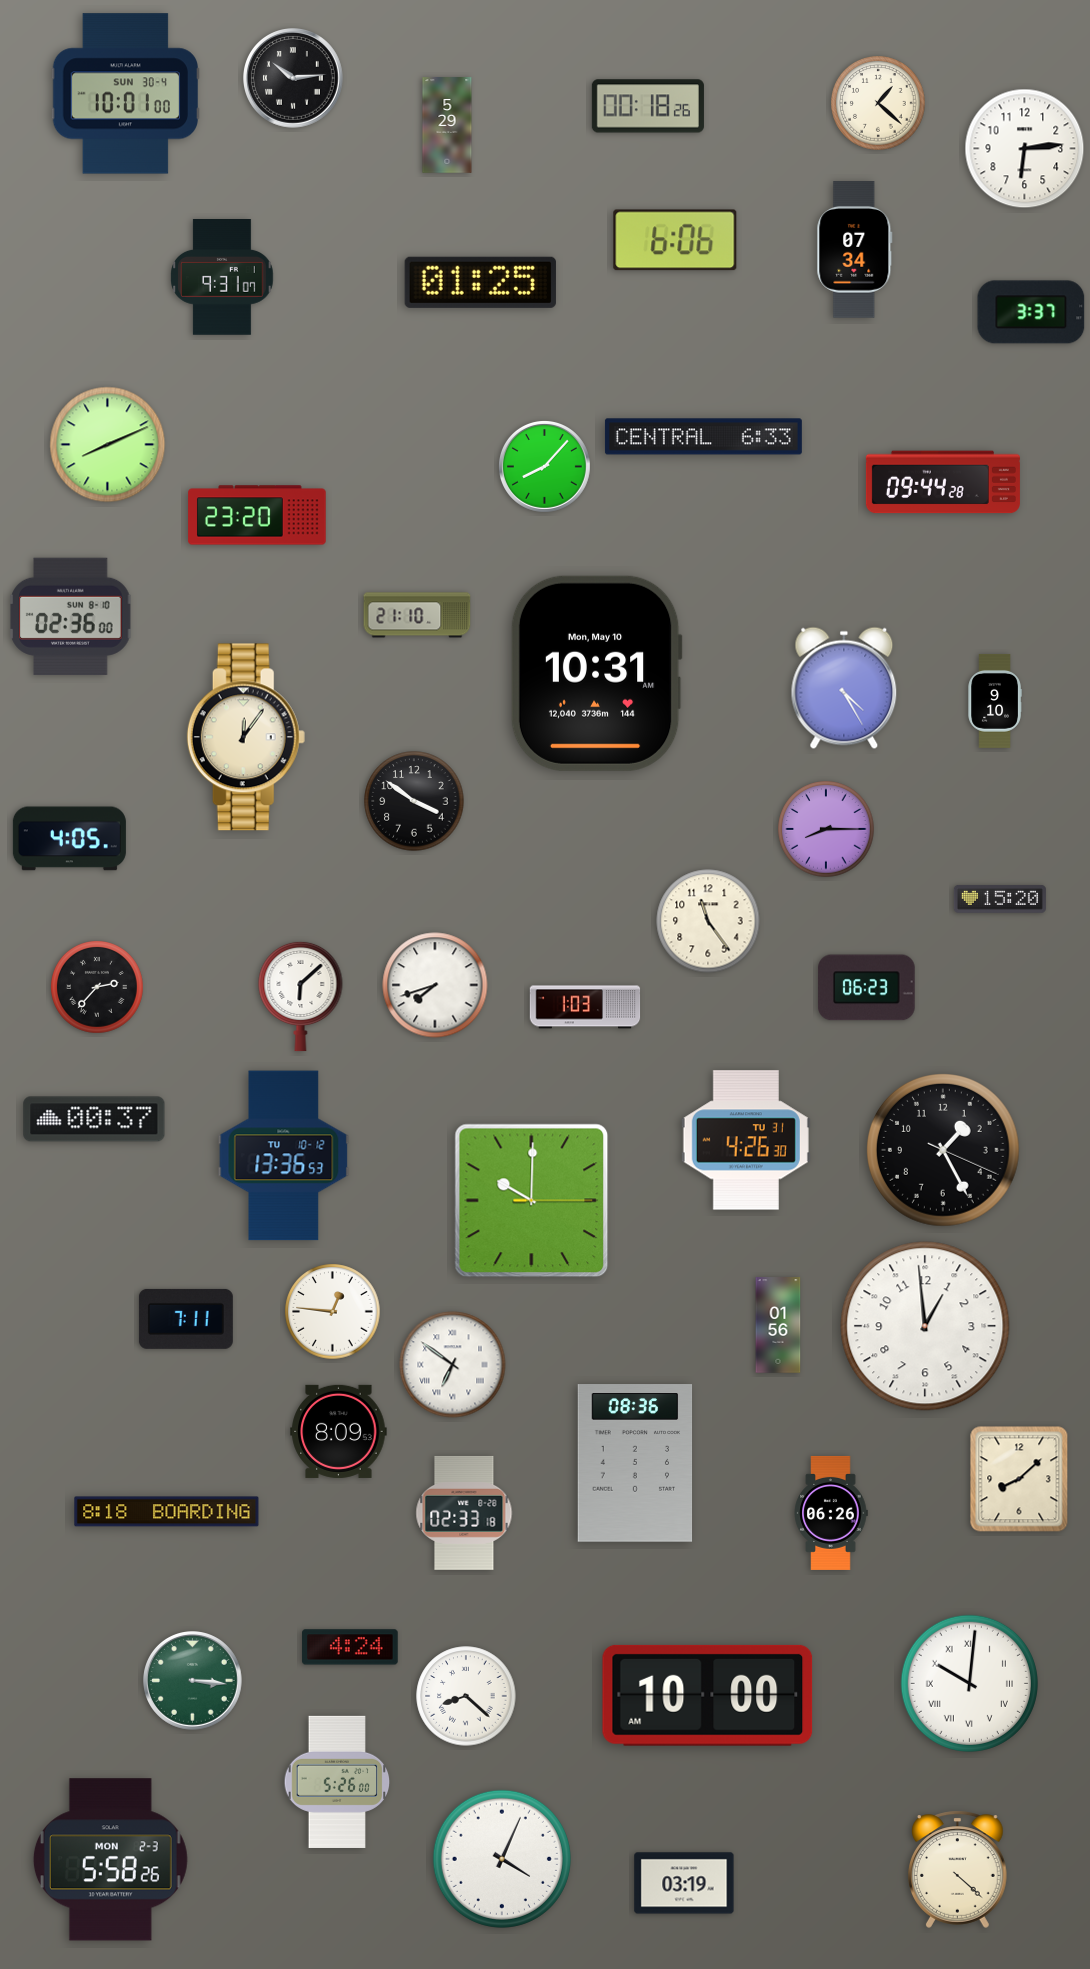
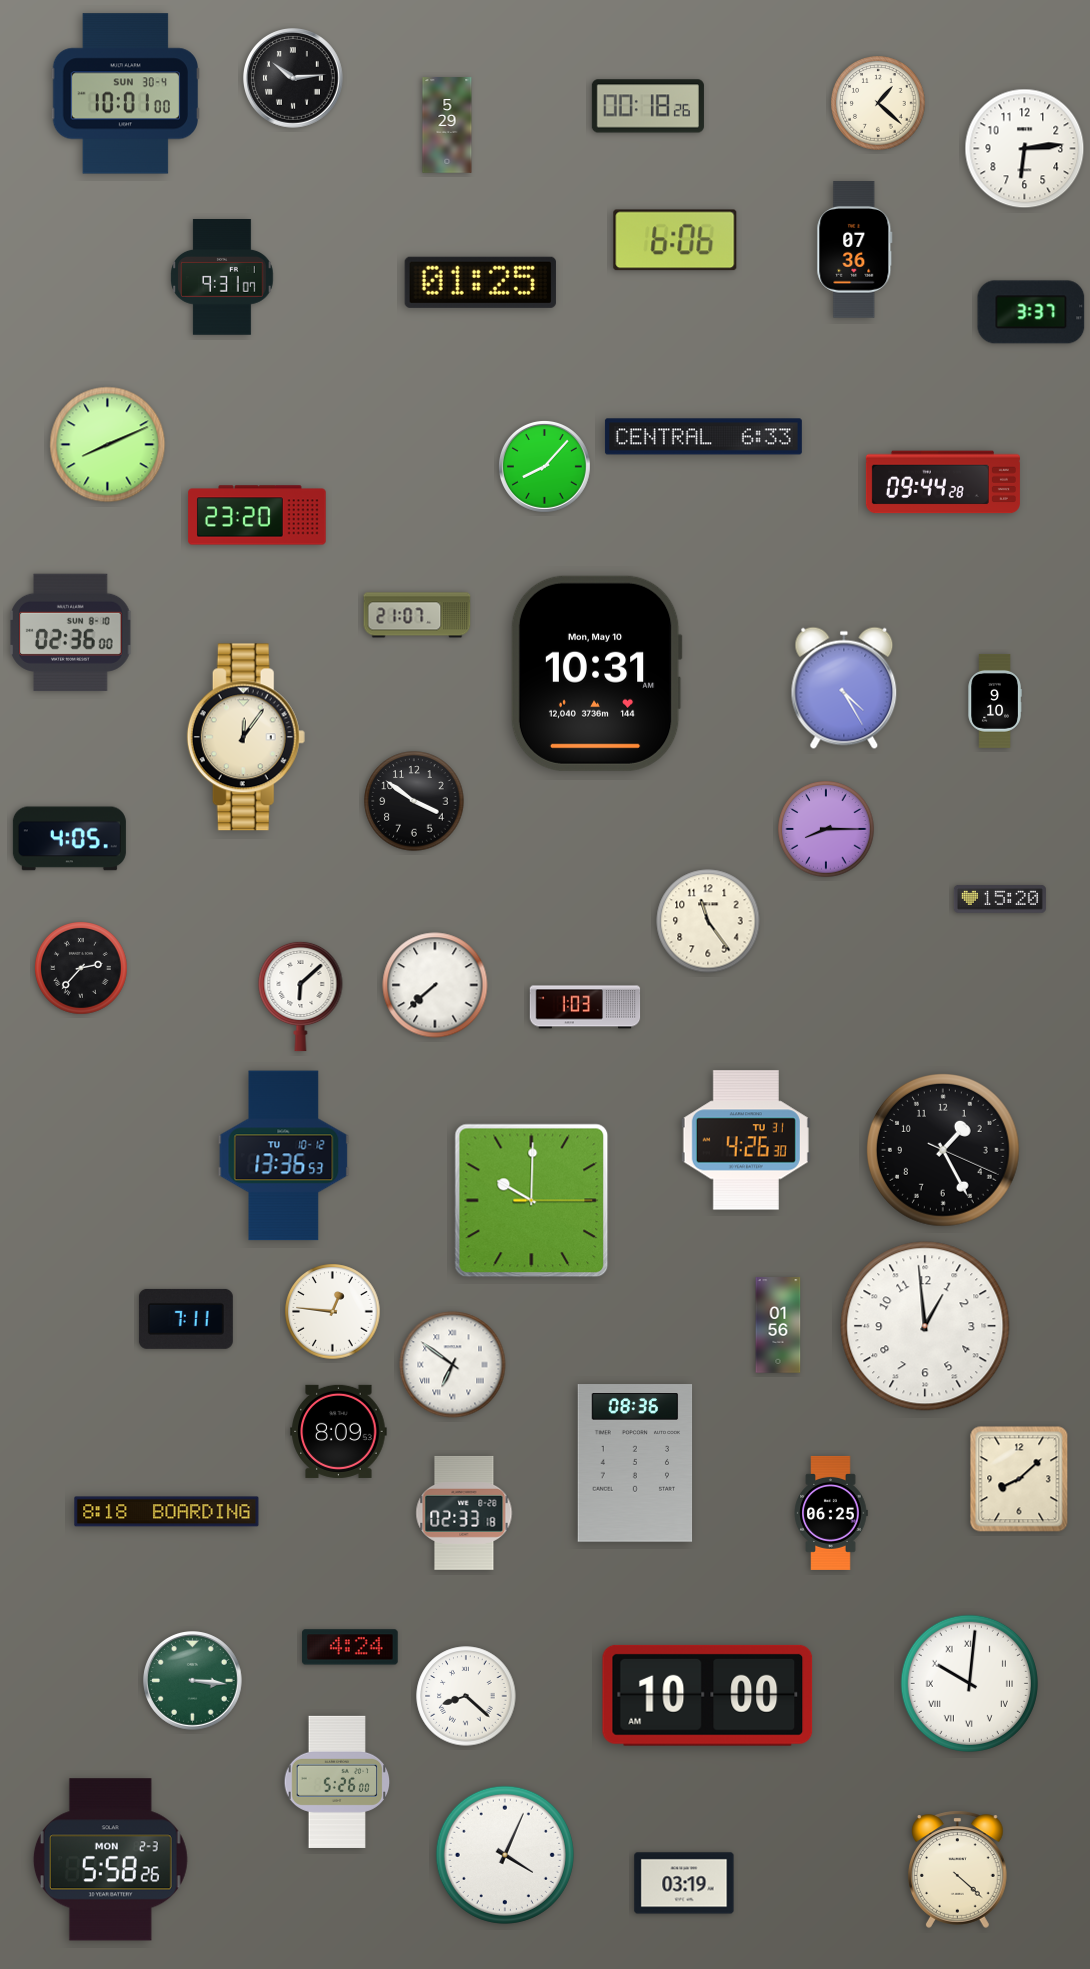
clock at (855, 250): 07:34 -> 07:36
clock at (417, 615): 21:10 -> 21:07
clock at (71, 616) position: (71, 616) -> (71, 632)
clock at (435, 985): 7:42 -> 7:38
clock at (98, 988) position: (98, 988) -> (82, 969)
clock at (867, 988): 06:23 -> none
clock at (94, 1119): 00:37 -> none
clock at (831, 1513): 06:26 -> 06:25
clock at (502, 1859) position: (502, 1859) -> (505, 1855)
